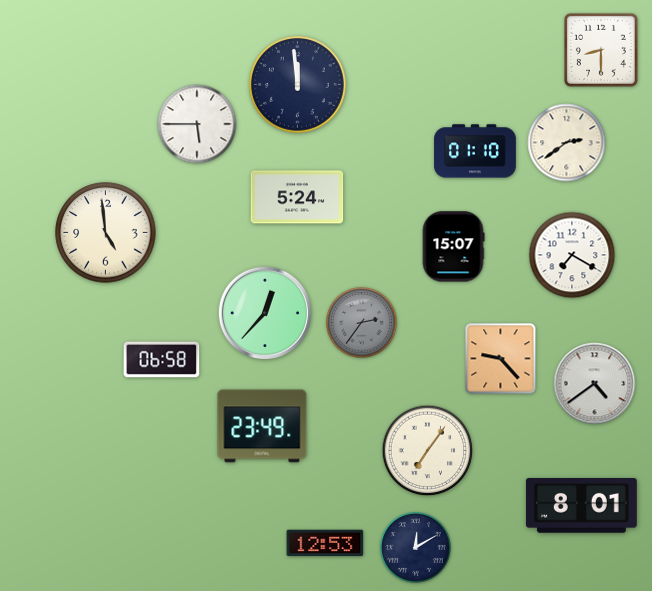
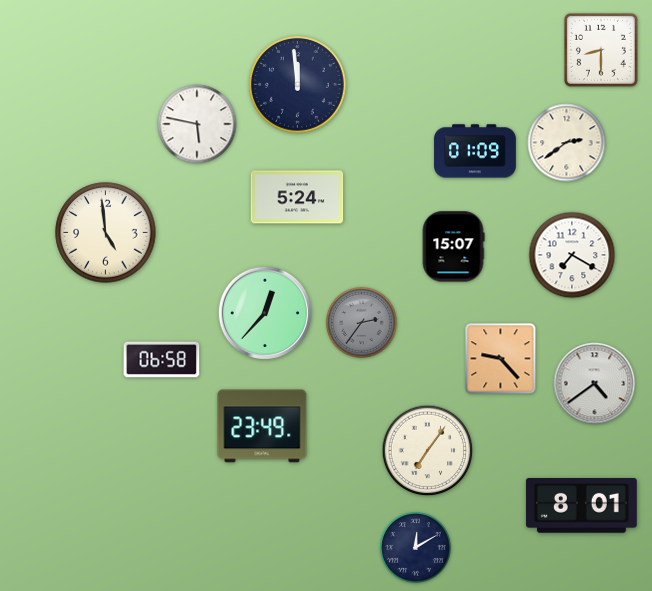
clock at (197, 124): 5:45 -> 5:47
clock at (475, 151): 01:10 -> 01:09
clock at (325, 543): 12:53 -> none
